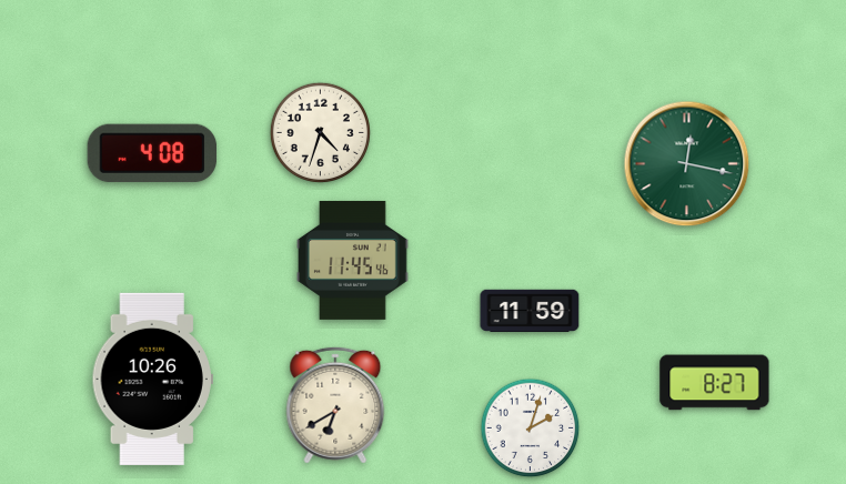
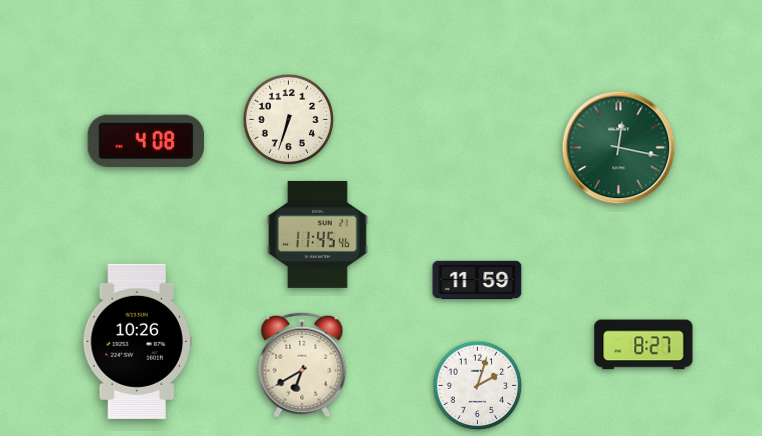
clock at (321, 133): 4:33 -> 6:33
clock at (152, 153) position: (152, 153) -> (146, 141)
